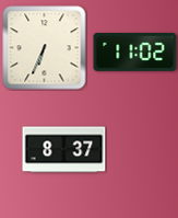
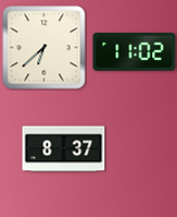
clock at (45, 48): 6:34 -> 6:38
